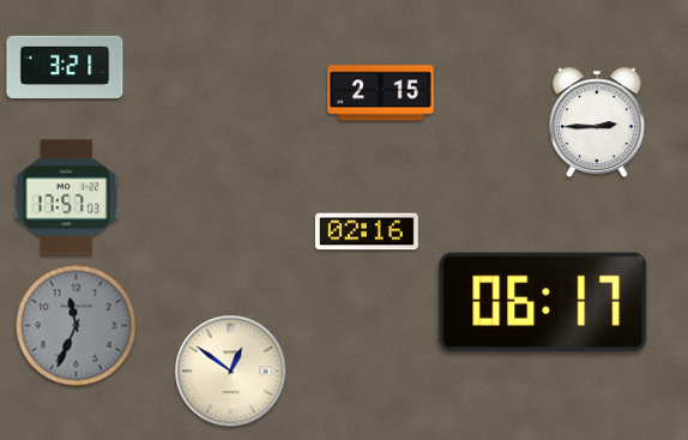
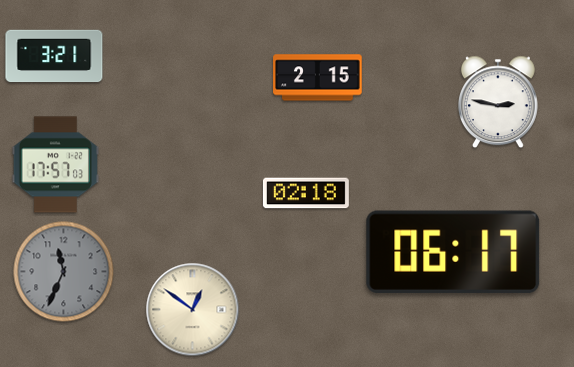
clock at (597, 122): 2:45 -> 2:47
clock at (367, 231): 02:16 -> 02:18
